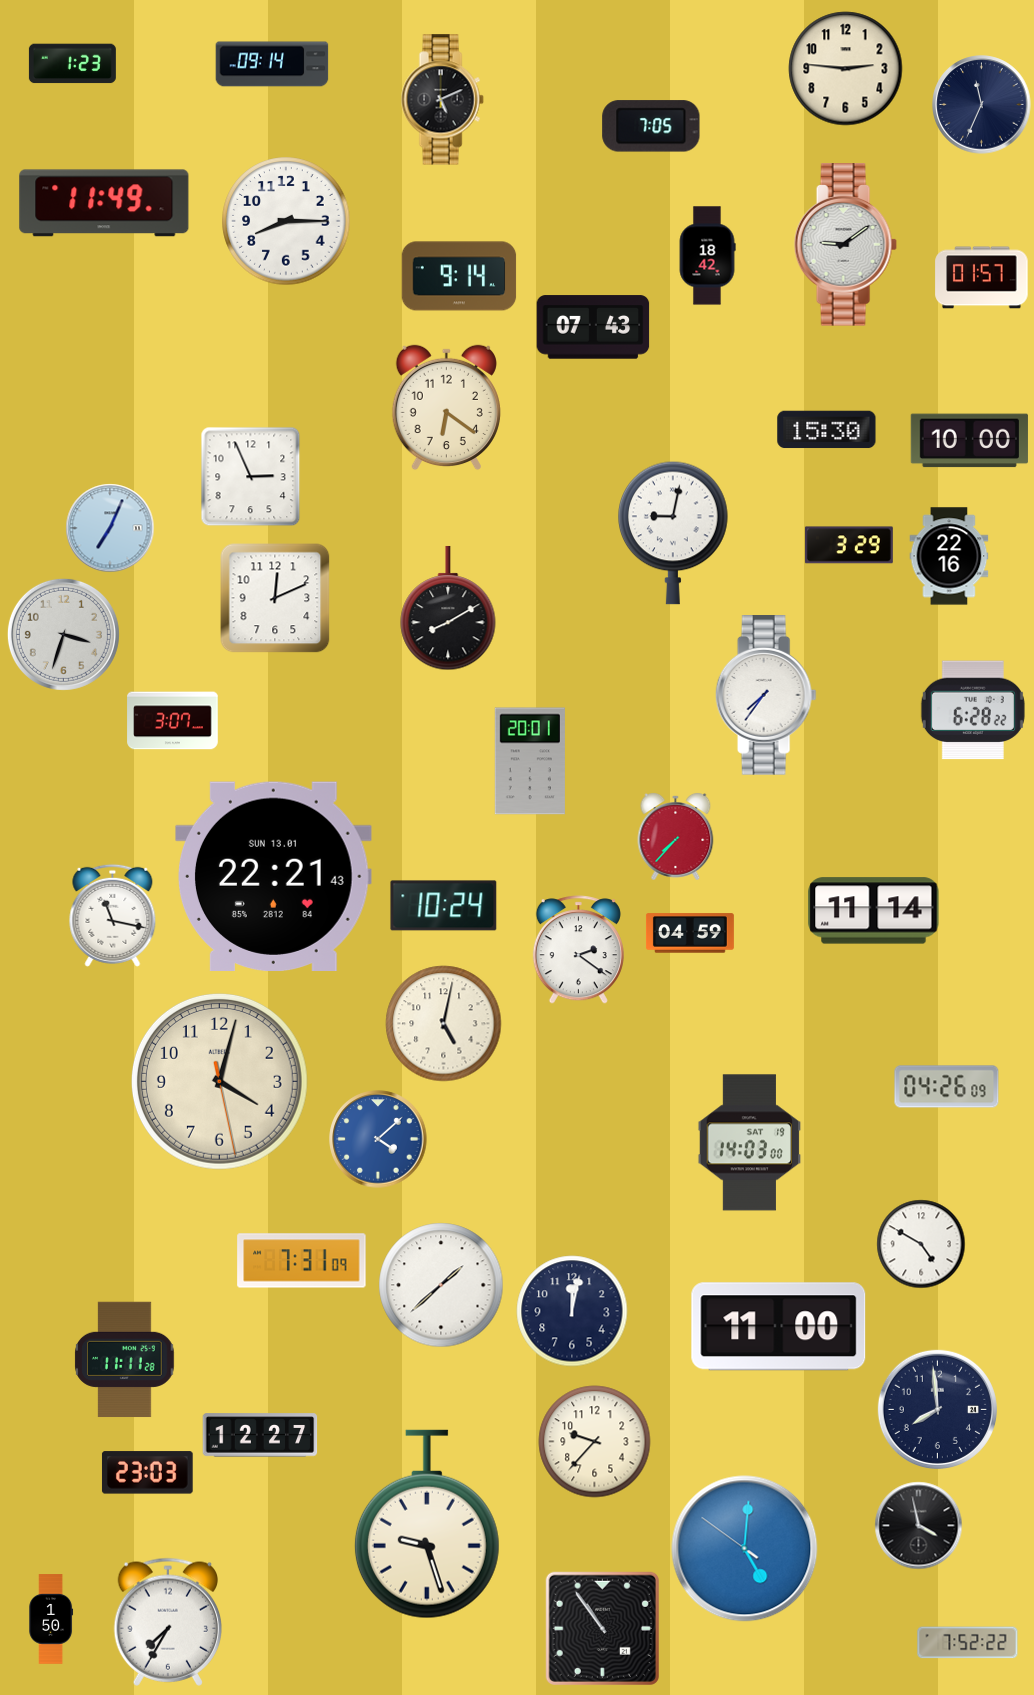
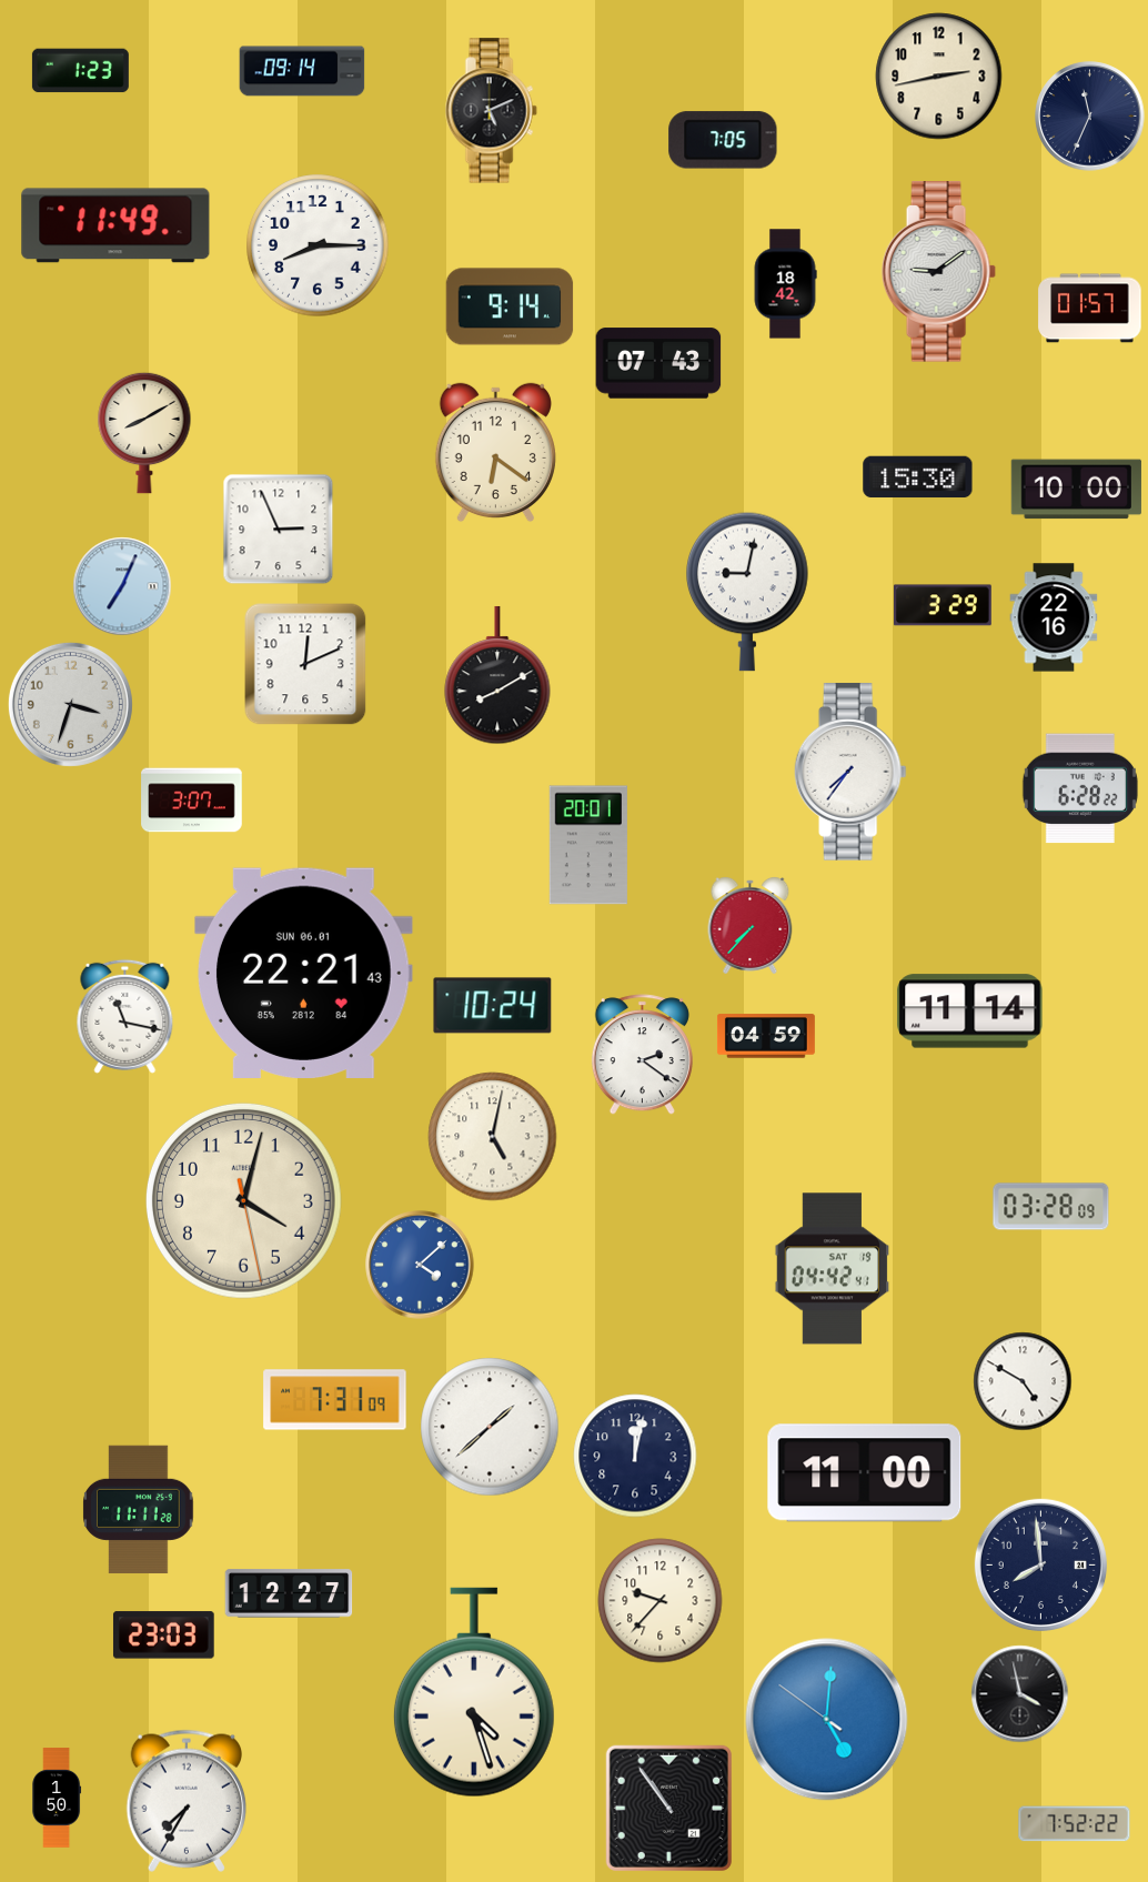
clock at (846, 69): 2:46 -> 2:43
clock at (144, 433): none -> 8:10
clock at (676, 837) position: (676, 837) -> (751, 926)
clock at (274, 876) date: SUN 13.01 -> SUN 06.01
clock at (947, 1087): 04:26 -> 03:28
clock at (750, 1143): 14:03 -> 04:42
clock at (427, 1524): 9:27 -> 4:27
